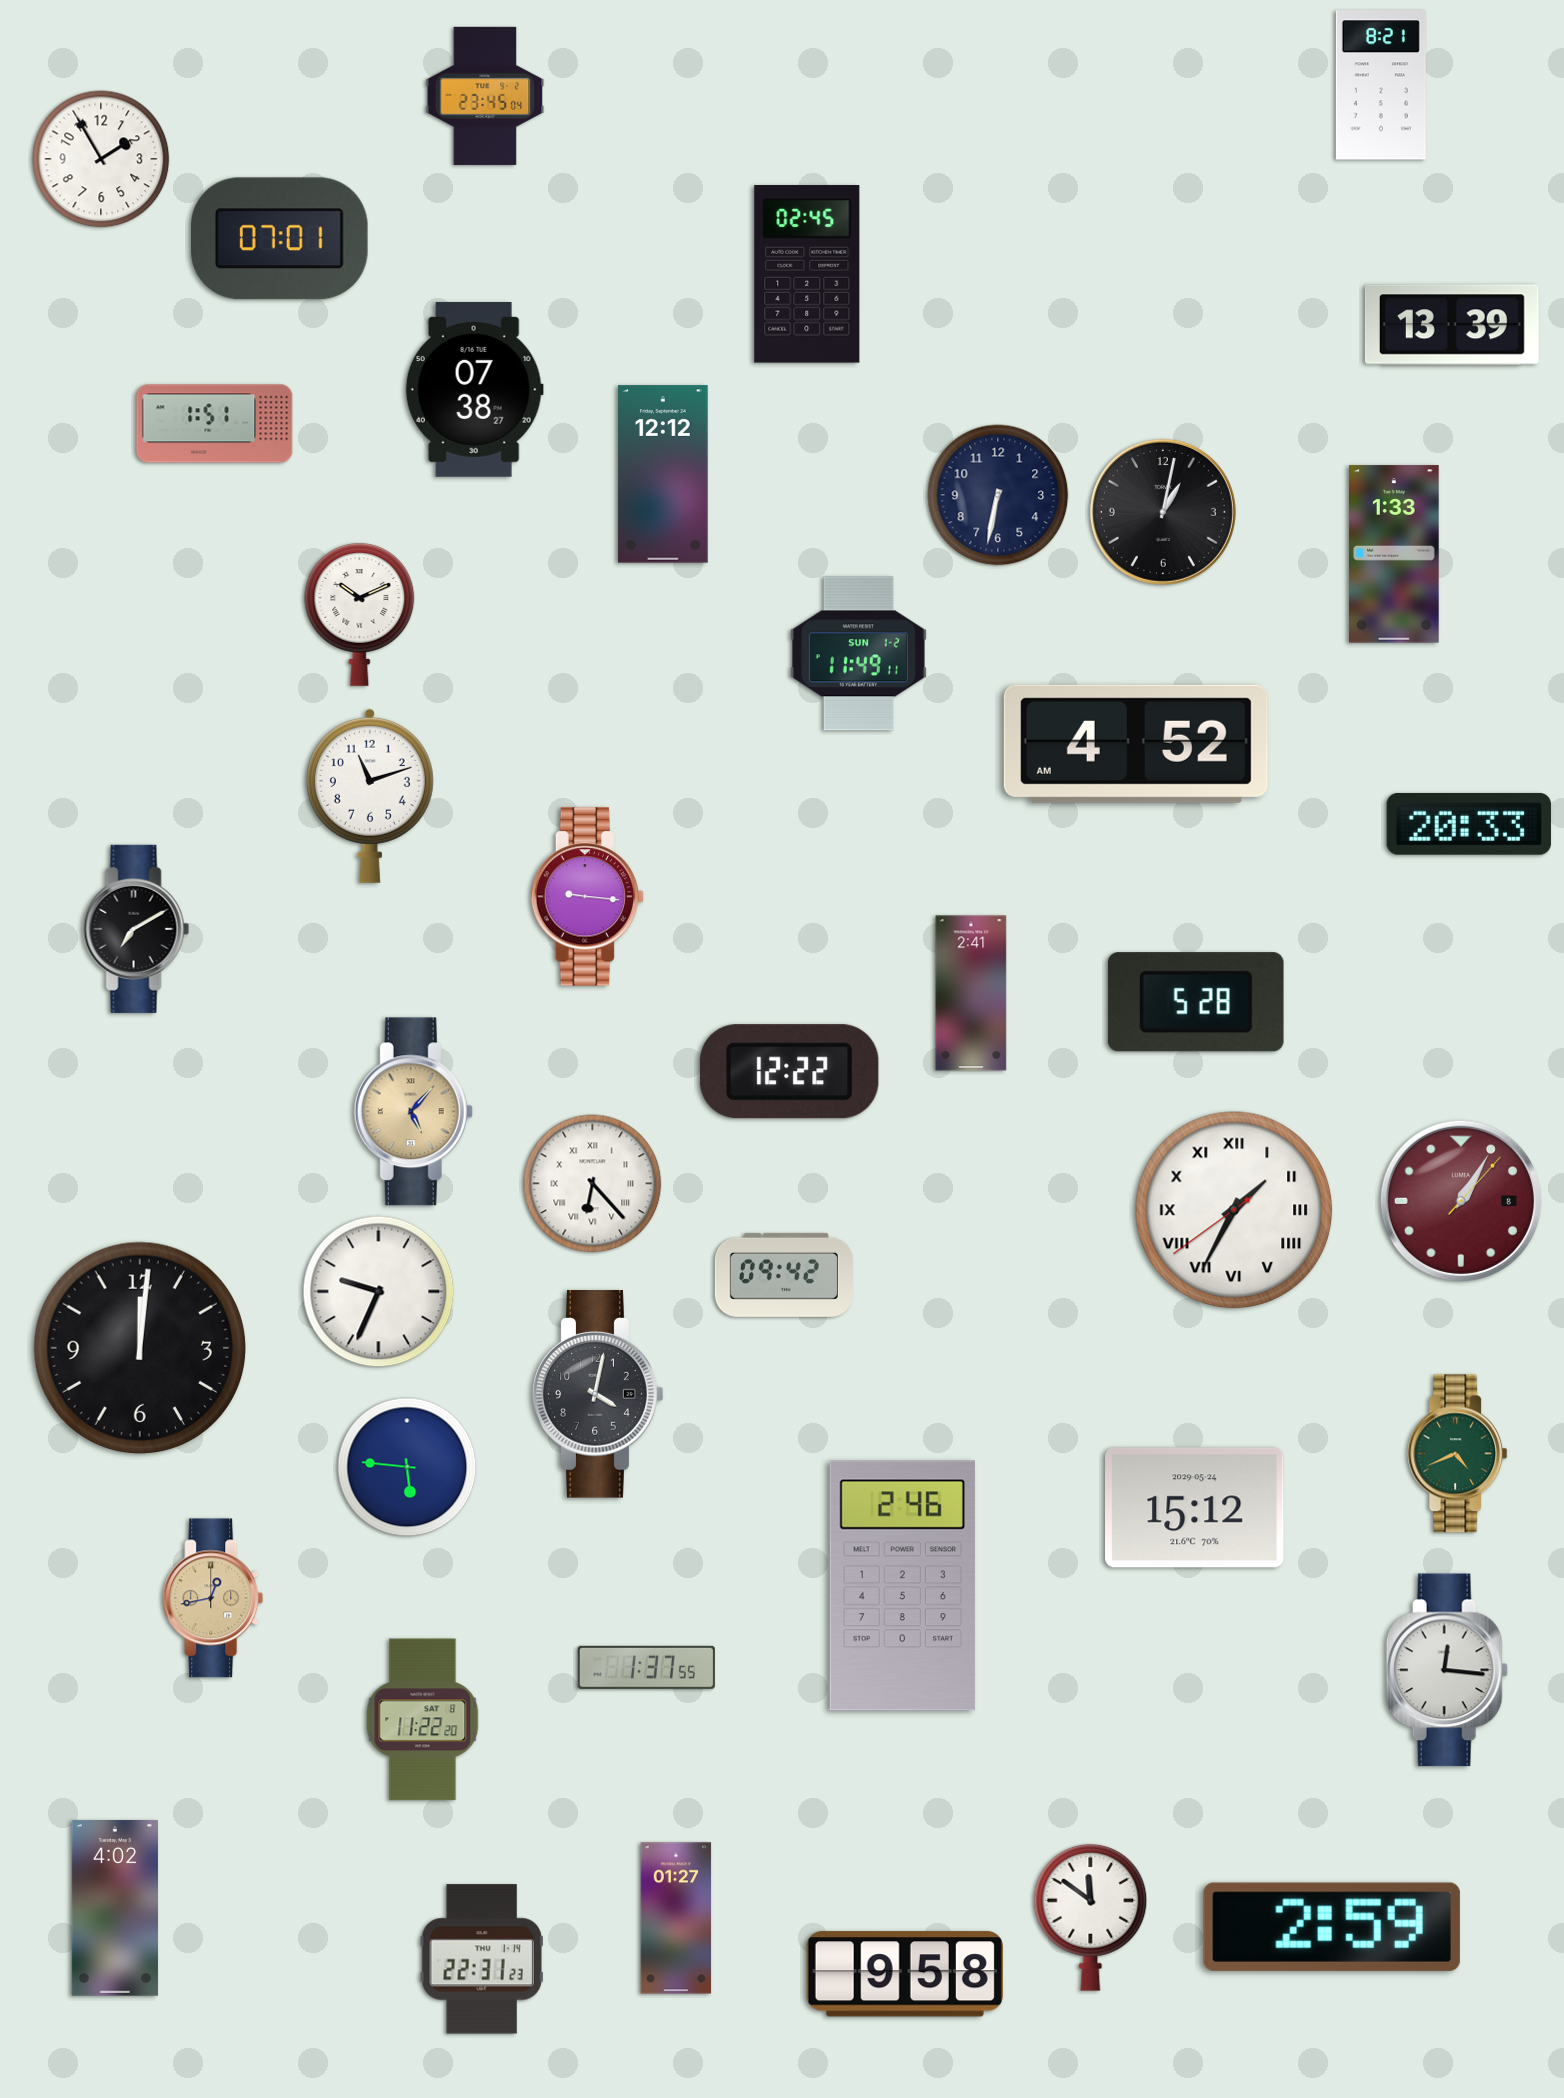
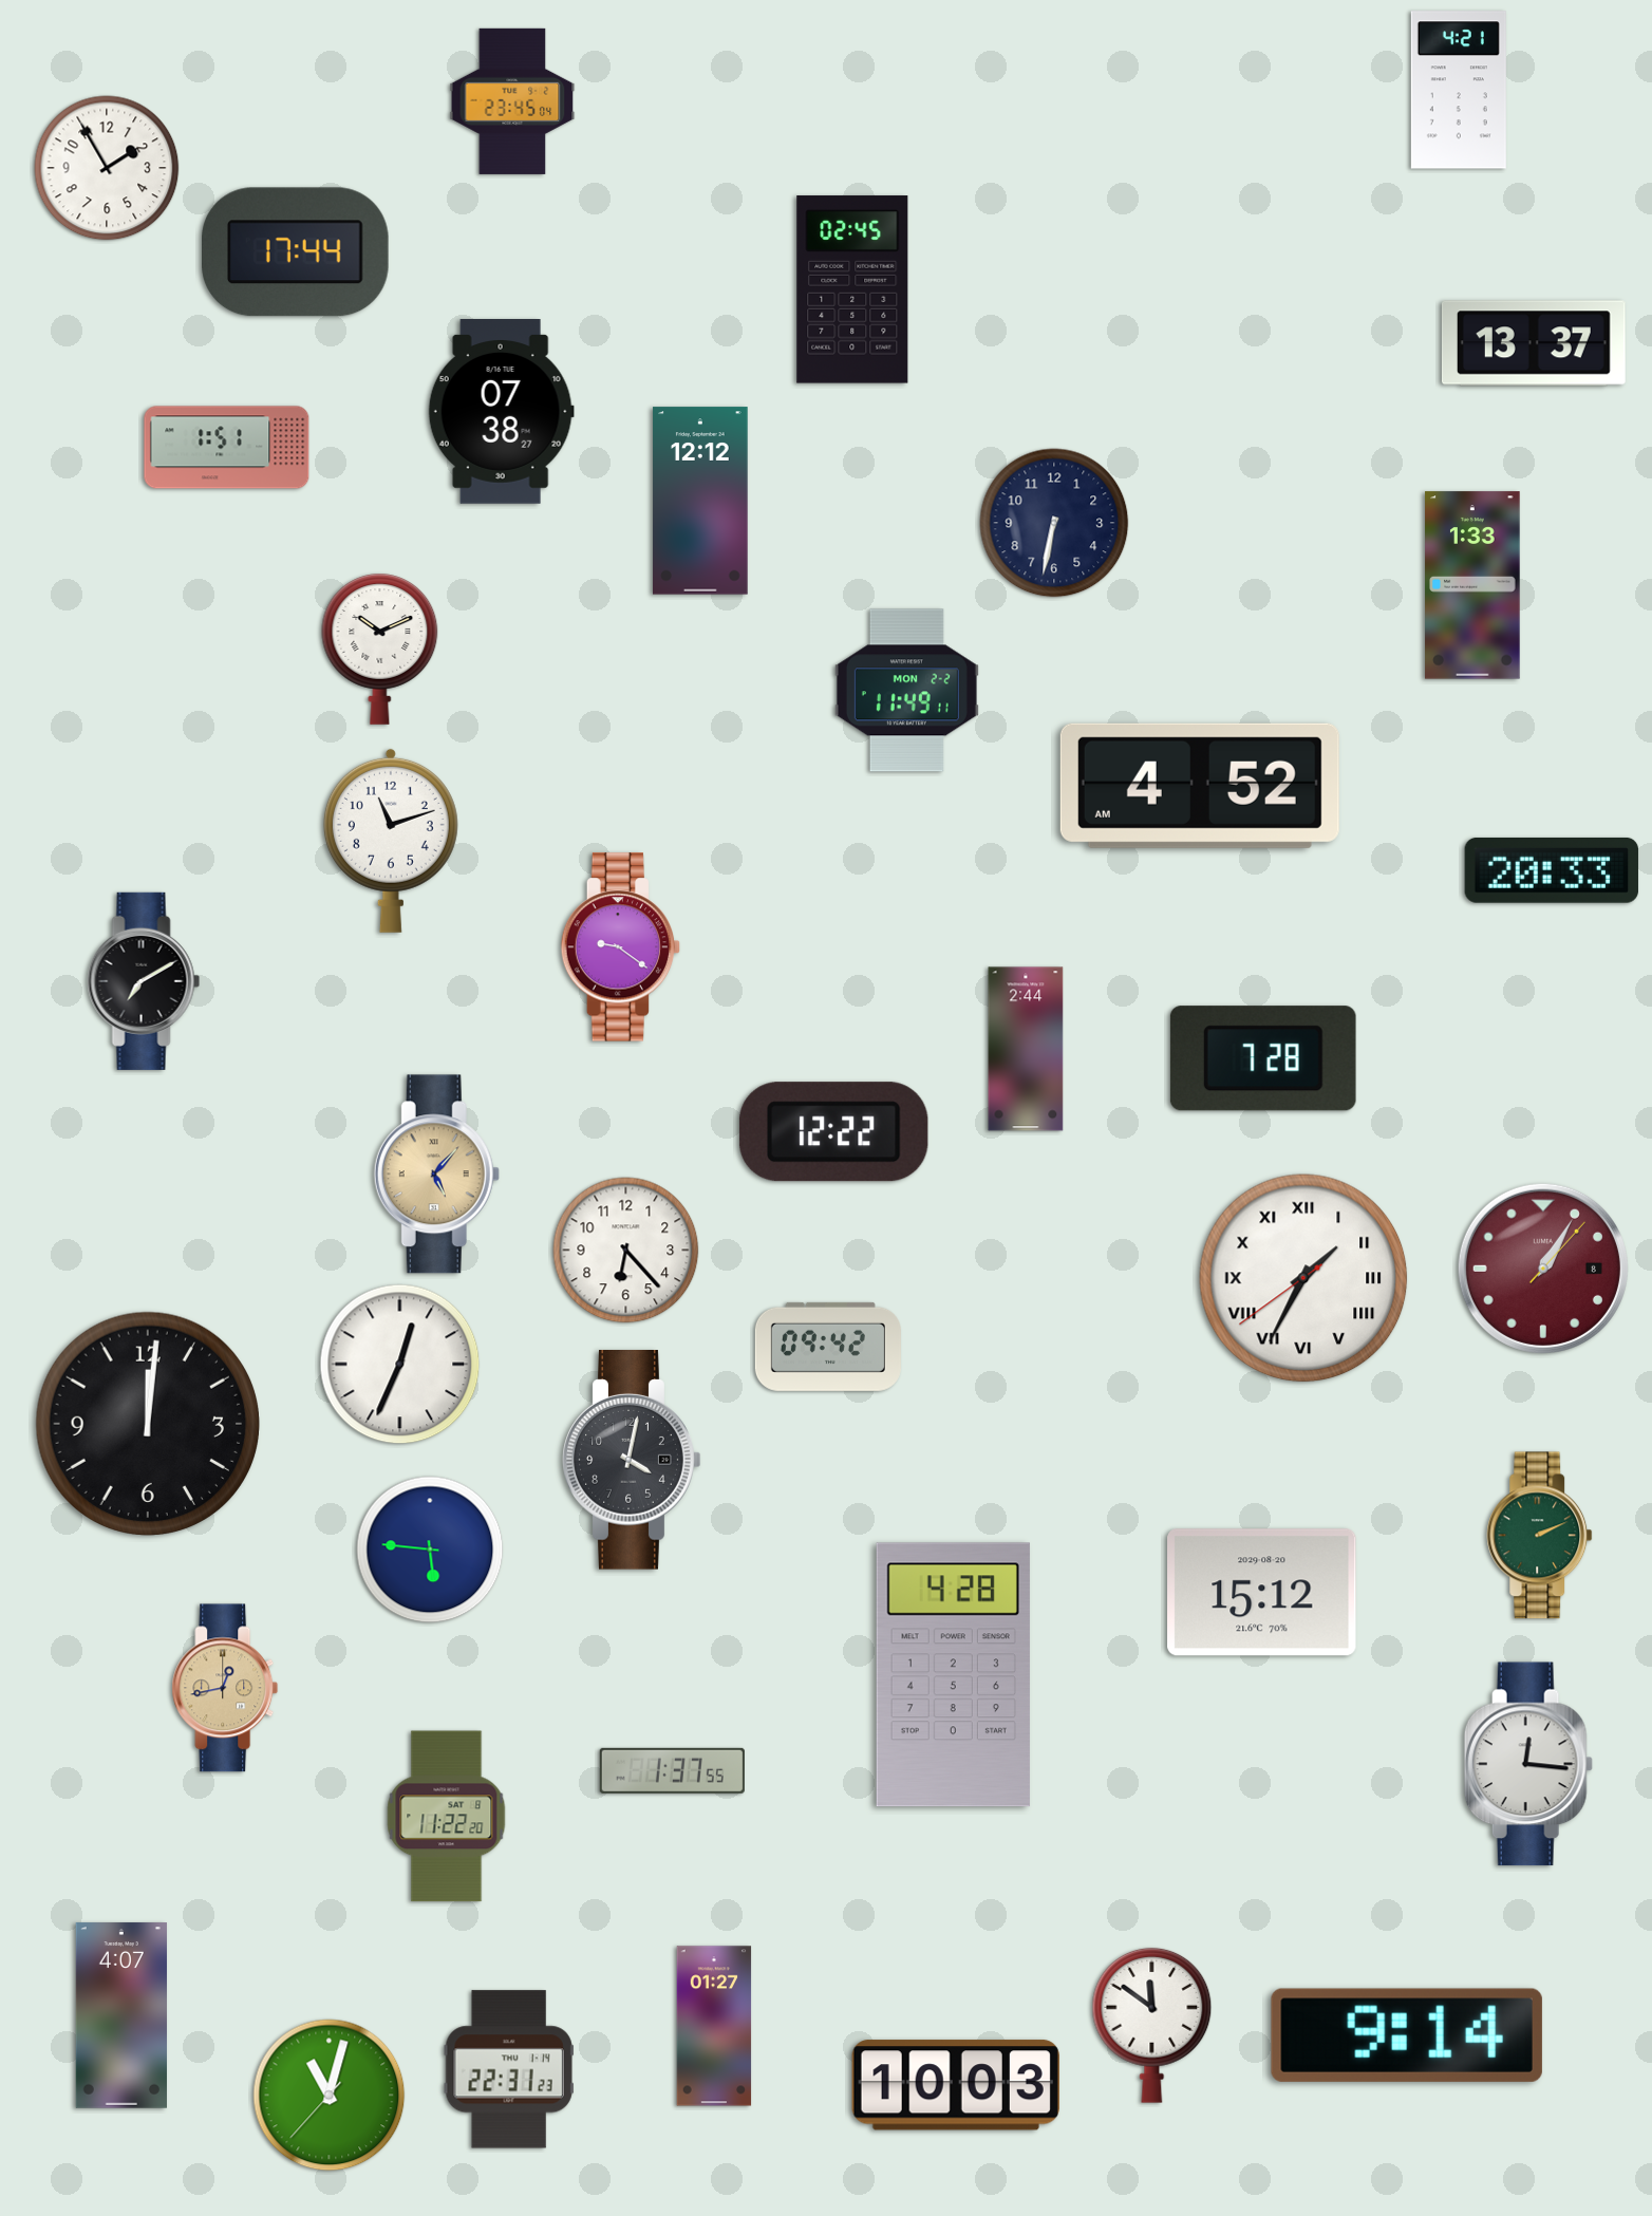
clock at (1381, 85): 8:21 -> 4:21
clock at (280, 239): 07:01 -> 17:44
clock at (1452, 325): 13:39 -> 13:37
clock at (1163, 512): 1:02 -> none
clock at (858, 654) date: SUN 1-2 -> MON 2-2
clock at (588, 897): 9:16 -> 9:21
clock at (971, 993): 2:41 -> 2:44
clock at (1196, 1002): 5:28 -> 7:28
clock at (593, 1184) numerals: Roman -> Arabic
clock at (379, 1292): 9:34 -> 12:34
clock at (598, 1395) position: (598, 1395) -> (632, 1461)
clock at (1458, 1454): 4:41 -> 2:11
clock at (1195, 1508) date: 2029-05-24 -> 2029-08-20
clock at (902, 1586): 2:46 -> 4:28
clock at (646, 1667) position: (646, 1667) -> (672, 1770)
clock at (115, 1908): 4:02 -> 4:07
clock at (1332, 1927): 2:59 -> 9:14
clock at (905, 1974): 9:58 -> 10:03
clock at (330, 2096): none -> 11:02
